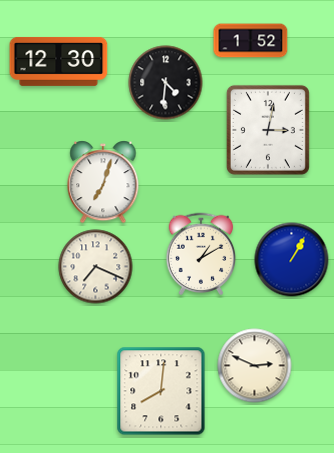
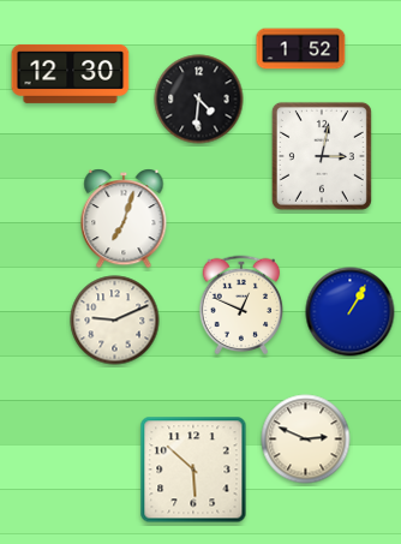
clock at (201, 254): 1:10 -> 12:49
clock at (96, 267): 7:19 -> 9:11
clock at (161, 391): 8:01 -> 5:52
